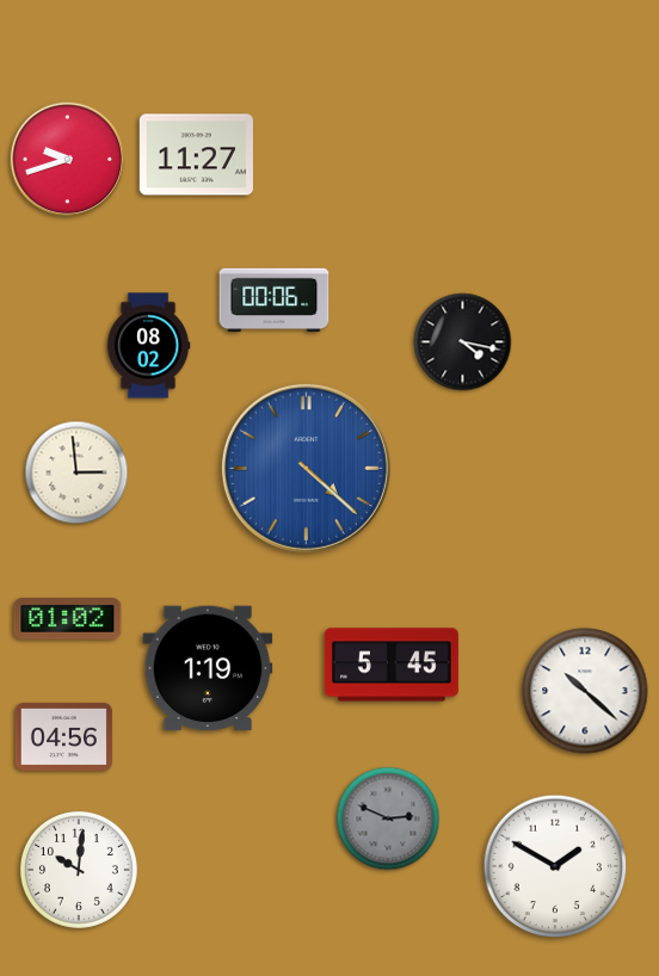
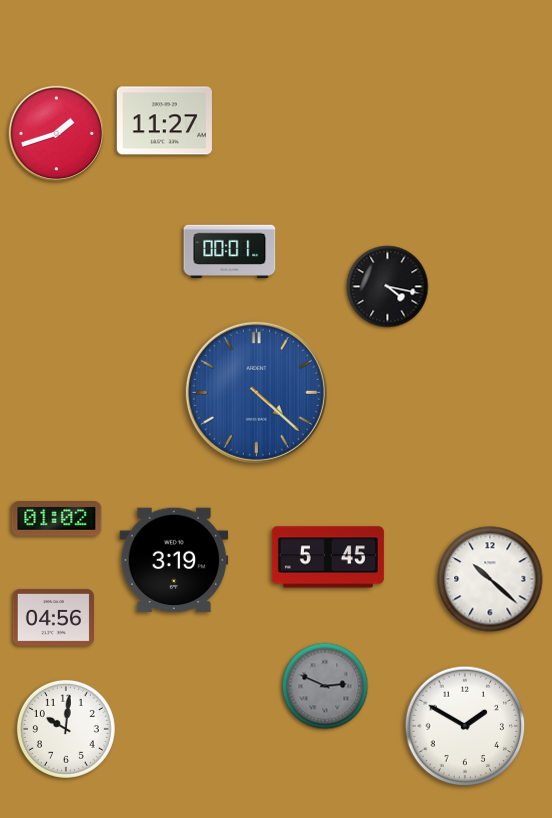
clock at (196, 155) position: (196, 155) -> (164, 121)
clock at (68, 160): 9:42 -> 1:42
clock at (275, 301): 00:06 -> 00:01
clock at (148, 346): 08:02 -> none
clock at (76, 472): 2:59 -> none
clock at (208, 668): 1:19 -> 3:19
